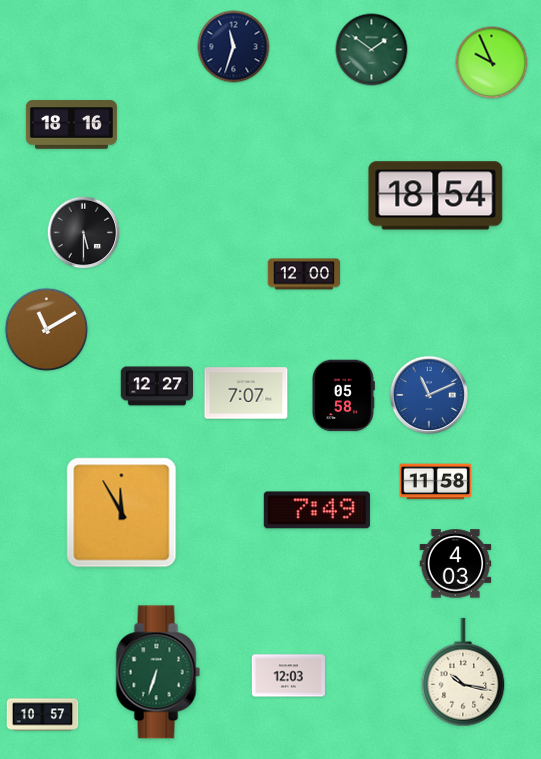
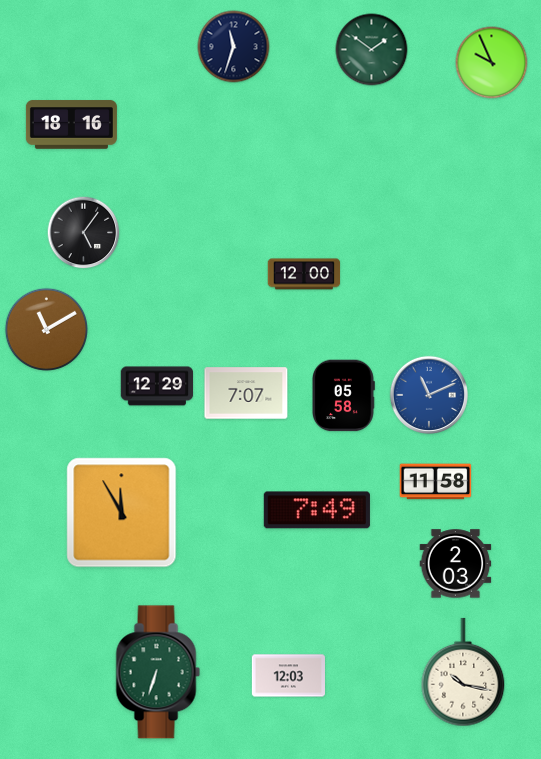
clock at (436, 196): 18:54 -> none
clock at (84, 233): 5:30 -> 5:06
clock at (157, 386): 12:27 -> 12:29
clock at (456, 564): 4:03 -> 2:03
clock at (43, 715): 10:57 -> none
